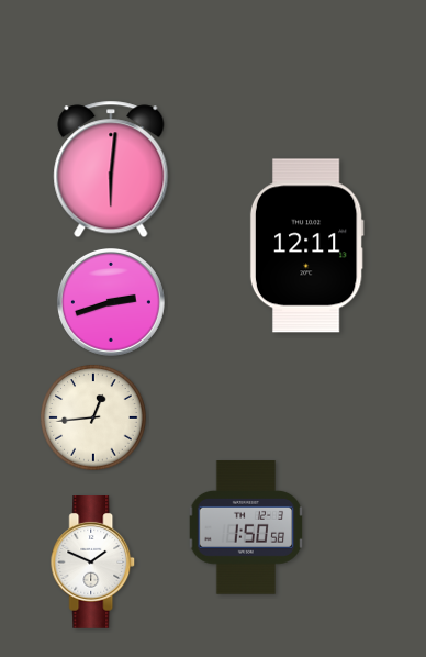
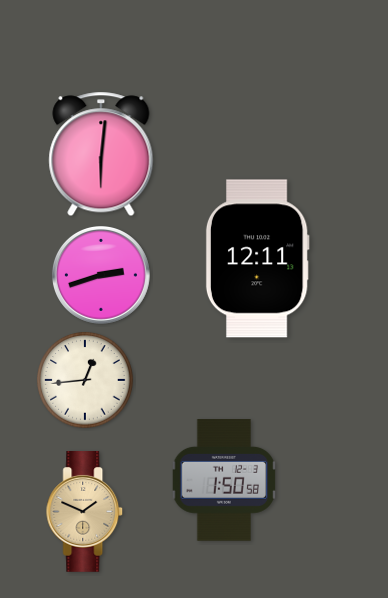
clock at (306, 246) position: (306, 246) -> (257, 259)
clock at (93, 563) dial: white -> champagne
